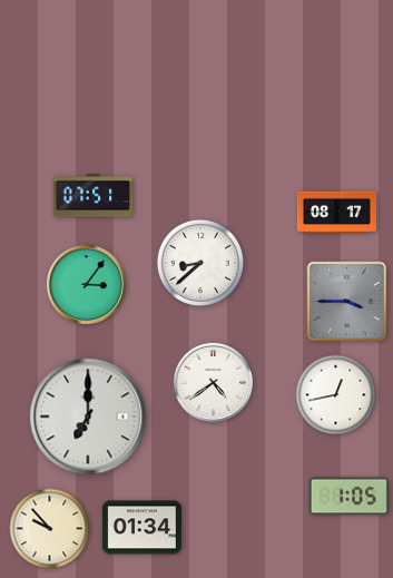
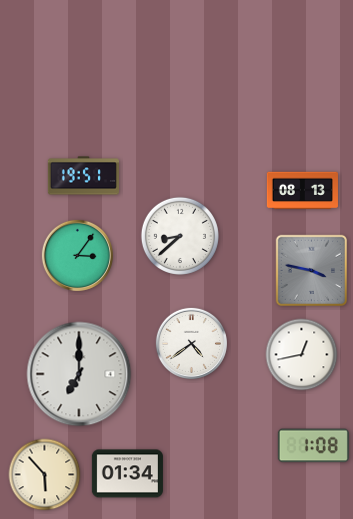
clock at (92, 196): 07:51 -> 19:51
clock at (336, 213): 08:17 -> 08:13
clock at (347, 302): 3:45 -> 3:47
clock at (348, 497): 1:05 -> 1:08
clock at (50, 529): 9:53 -> 5:53
